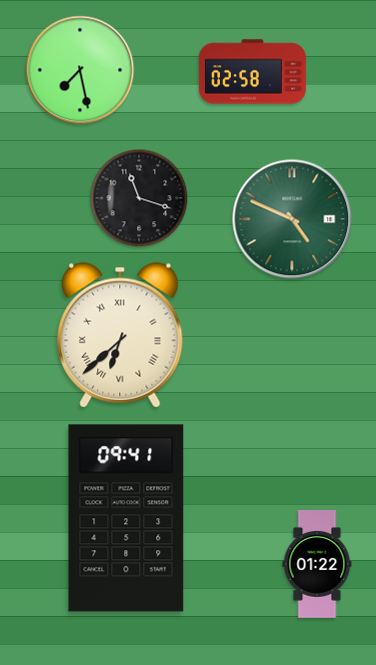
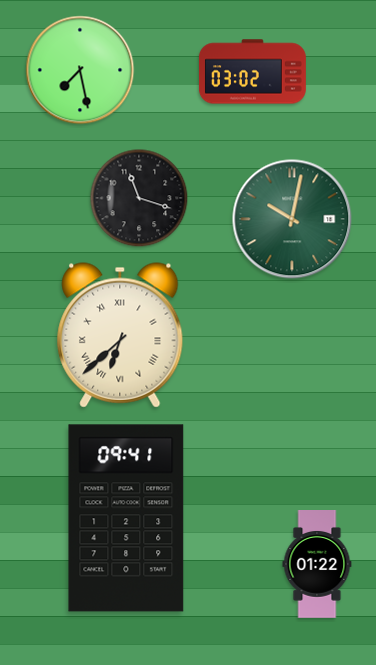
clock at (252, 72): 02:58 -> 03:02
clock at (292, 219): 4:49 -> 10:02
